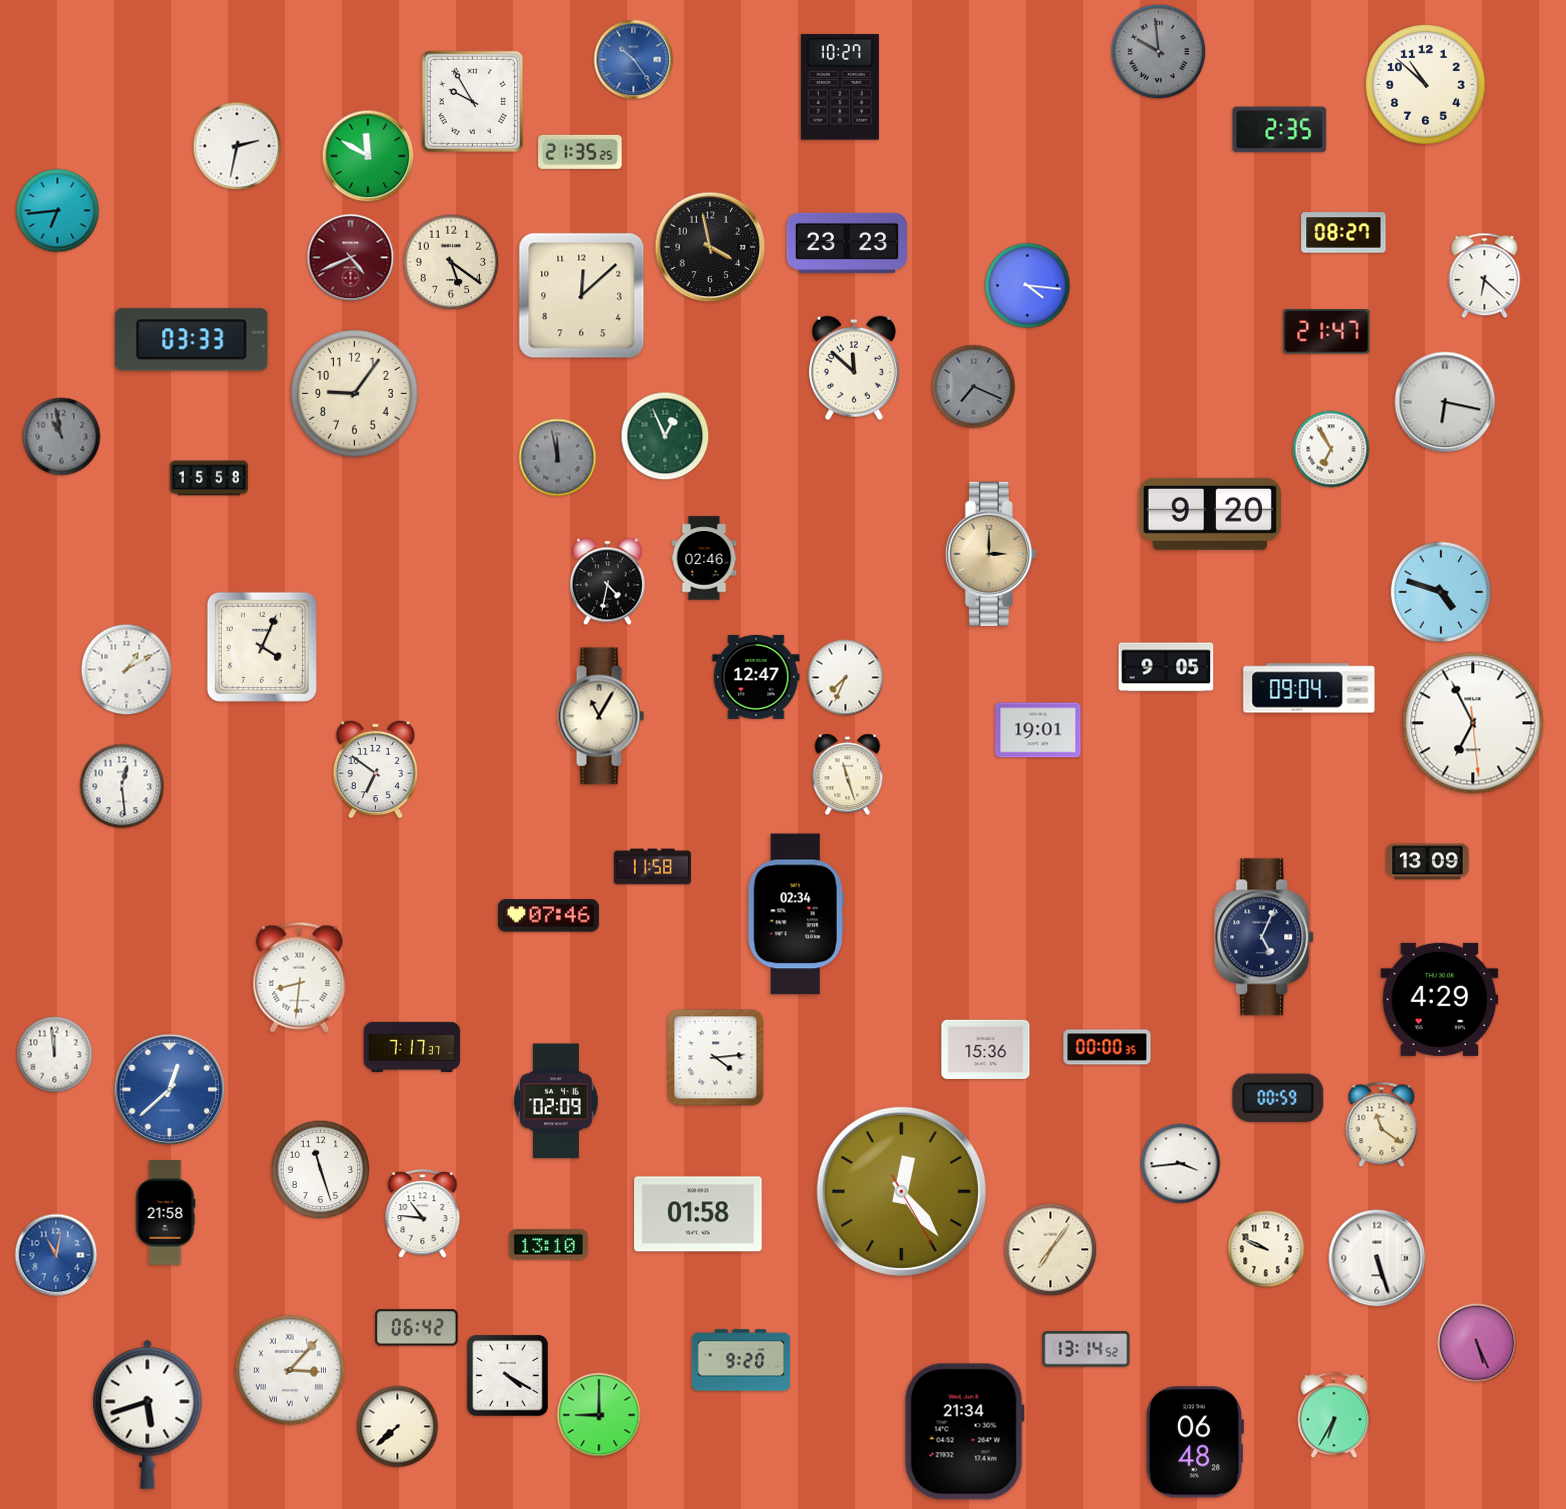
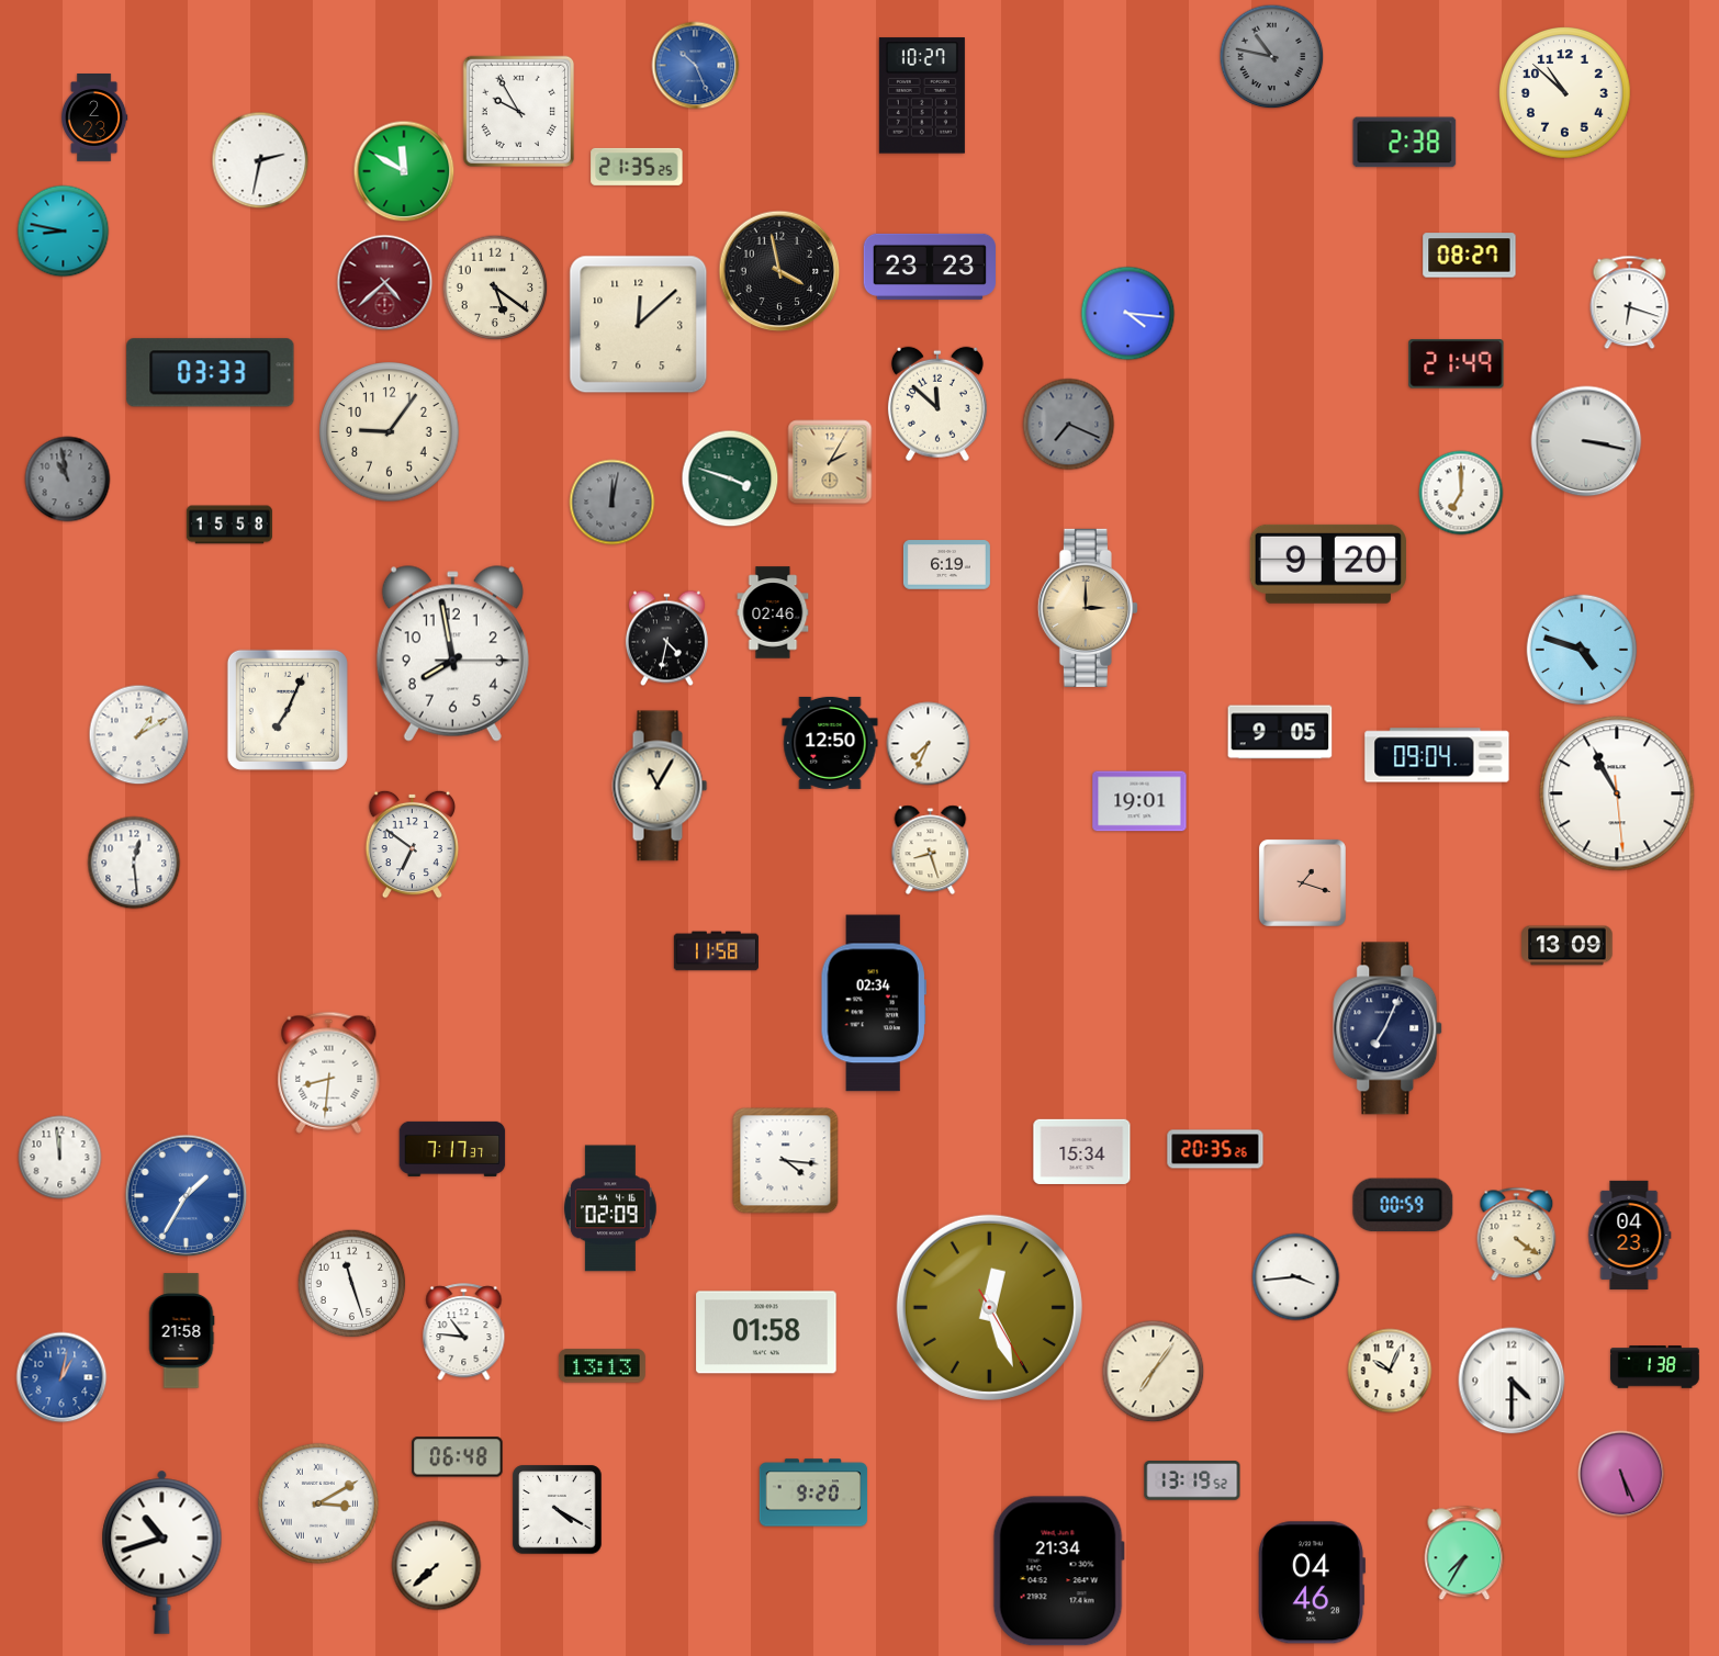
clock at (1159, 52): 9:59 -> 10:47
clock at (634, 60): 10:24 -> 10:26
clock at (94, 119): none -> 2:23
clock at (1280, 130): 2:35 -> 2:38
clock at (58, 211): 6:44 -> 8:47
clock at (1344, 233) position: (1344, 233) -> (1470, 256)
clock at (351, 258): 4:41 -> 4:38
clock at (1485, 276): 6:22 -> 6:18
clock at (1327, 332): 21:47 -> 21:49
clock at (1445, 402): 6:17 -> 3:17
clock at (830, 462): none -> 2:05
clock at (665, 436): 12:56 -> 3:48
clock at (1331, 449): 6:55 -> 7:00
clock at (558, 458): 11:58 -> 12:02
clock at (946, 565): none -> 6:19
clock at (452, 654): none -> 7:58
clock at (262, 647): 4:04 -> 7:04
clock at (756, 677): 12:47 -> 12:50
clock at (1473, 723): 6:55 -> 10:55
clock at (848, 775): 11:27 -> 8:27
clock at (1302, 882): none -> 1:18
clock at (548, 916): 07:46 -> none
clock at (1265, 937): 5:04 -> 7:04
clock at (1440, 999): 4:29 -> none
clock at (1107, 1047): 00:00 -> 20:35
clock at (986, 1049): 15:36 -> 15:34
clock at (716, 1058): 4:14 -> 4:16
clock at (170, 1090): 12:38 -> 1:35
clock at (1382, 1125): 11:21 -> 4:21
clock at (1630, 1235): none -> 04:23
clock at (901, 1191): 12:23 -> 12:26
clock at (548, 1245): 13:10 -> 13:13
clock at (1655, 1367): none -> 1:38
clock at (1266, 1249): 9:49 -> 10:04
clock at (56, 1255): 11:02 -> 1:02
clock at (1377, 1258): 5:27 -> 4:30
clock at (417, 1328): 06:42 -> 06:48
clock at (1086, 1349): 13:14 -> 13:19
clock at (290, 1370): 3:07 -> 3:10
clock at (148, 1414): 5:42 -> 10:42
clock at (599, 1415): 9:00 -> none
clock at (1334, 1415): 6:35 -> 7:35
clock at (1195, 1442): 06:48 -> 04:46
